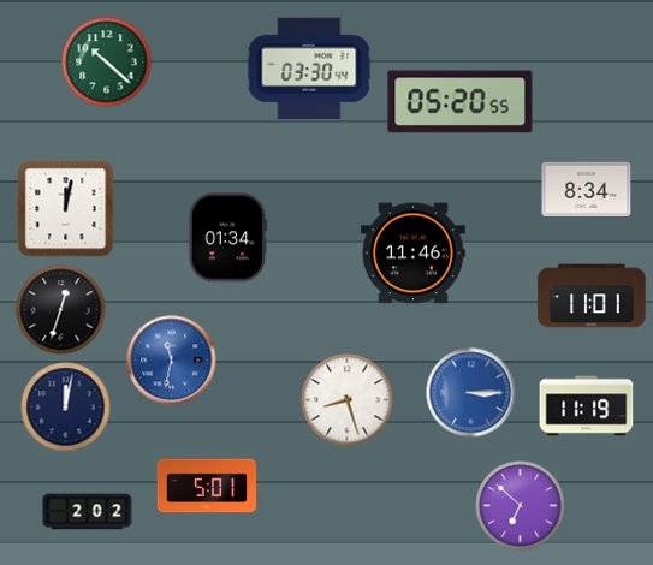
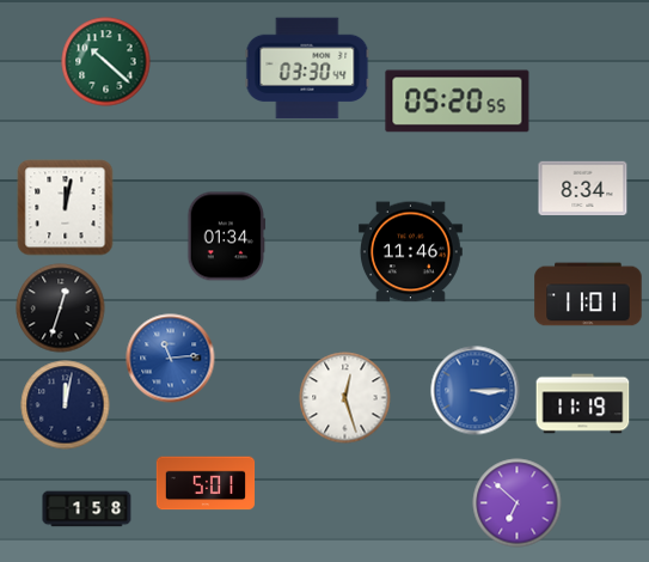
clock at (172, 361): 11:32 -> 11:14
clock at (471, 393) position: (471, 393) -> (476, 391)
clock at (348, 400): 8:27 -> 12:27
clock at (88, 512): 2:02 -> 1:58
